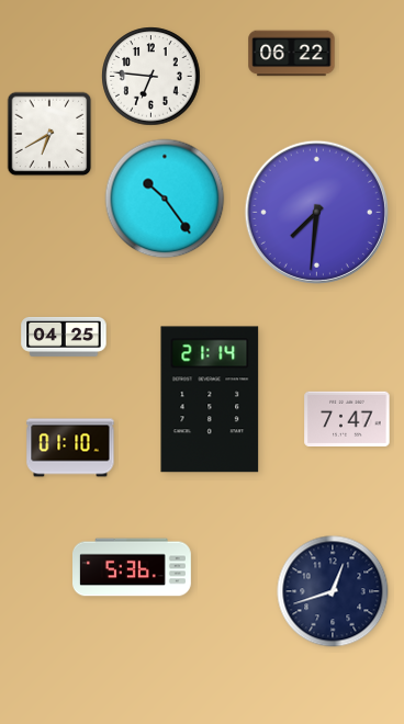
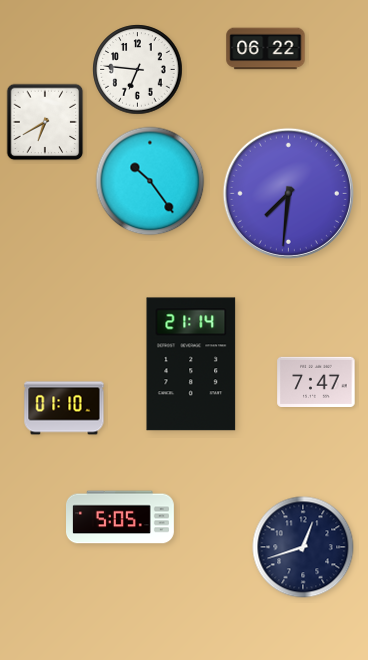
clock at (64, 337): 04:25 -> none
clock at (133, 567): 5:36 -> 5:05
clock at (333, 591) position: (333, 591) -> (303, 547)
